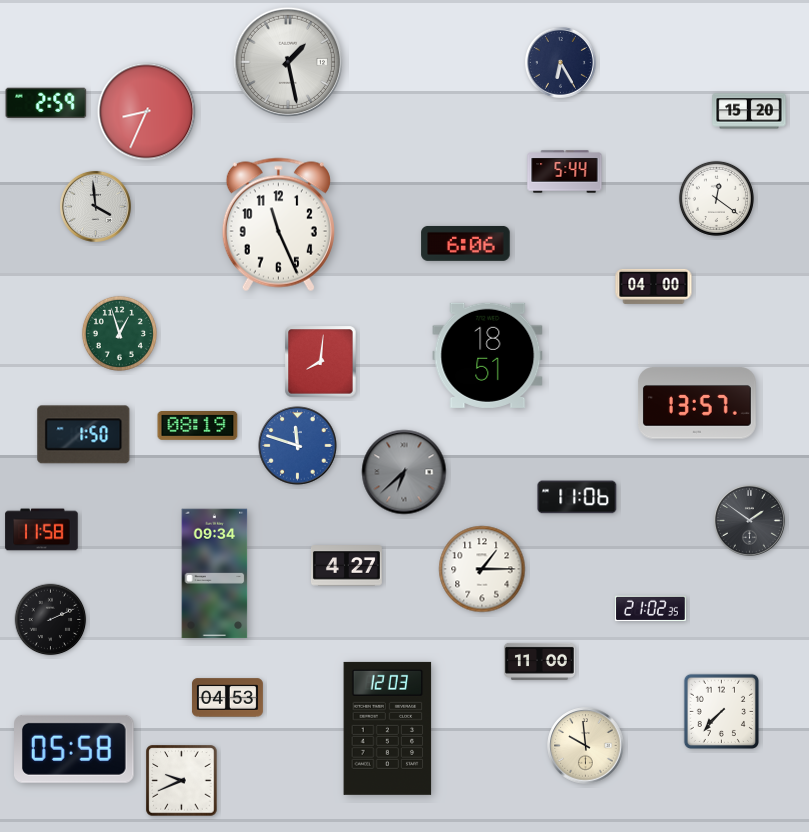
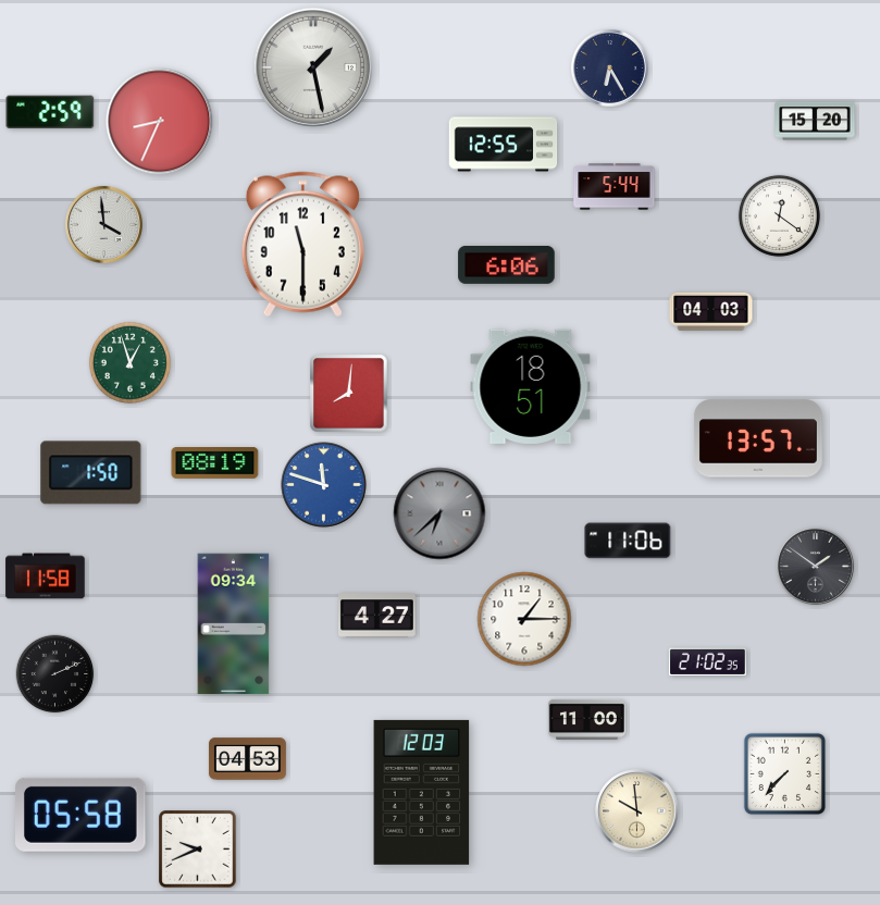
clock at (504, 145): none -> 12:55
clock at (278, 225): 11:26 -> 11:30
clock at (654, 286): 04:00 -> 04:03
